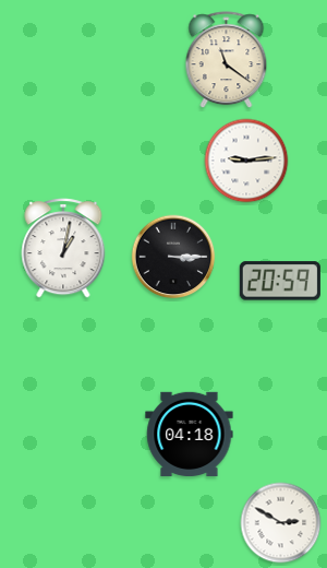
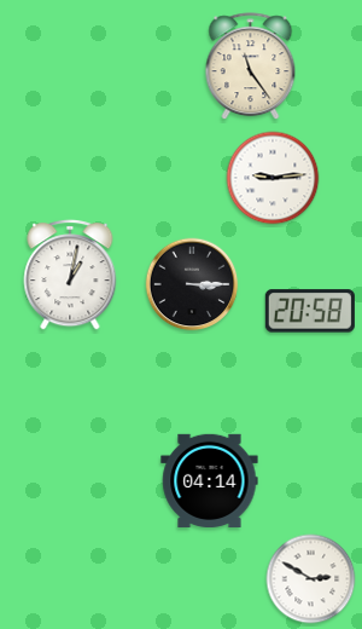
clock at (227, 60): 11:21 -> 11:24
clock at (280, 281): 20:59 -> 20:58
clock at (190, 434): 04:18 -> 04:14
